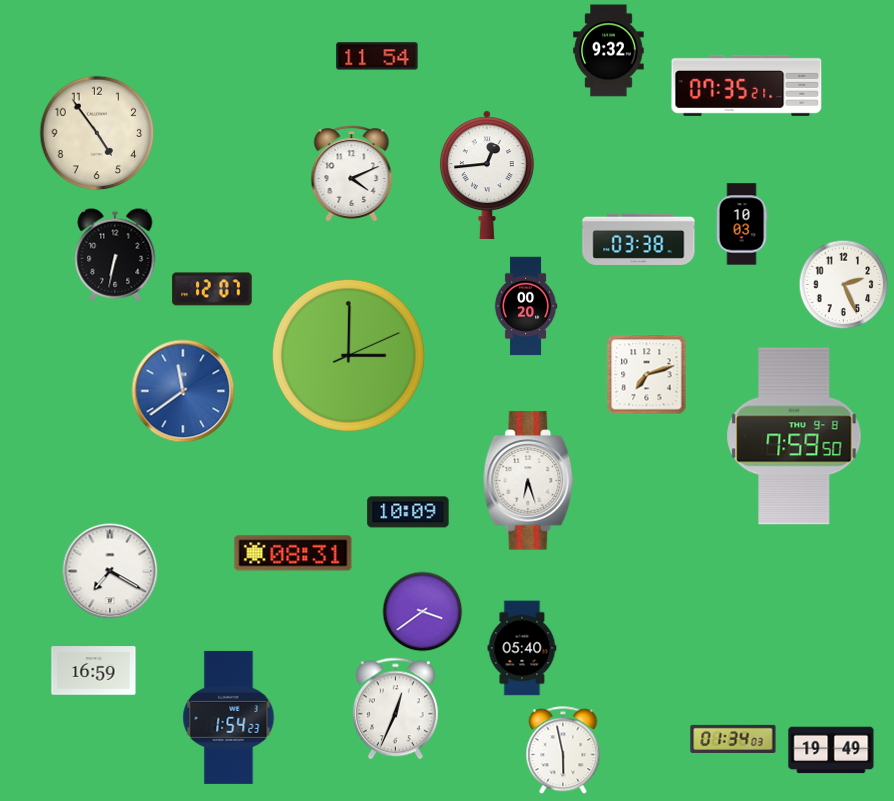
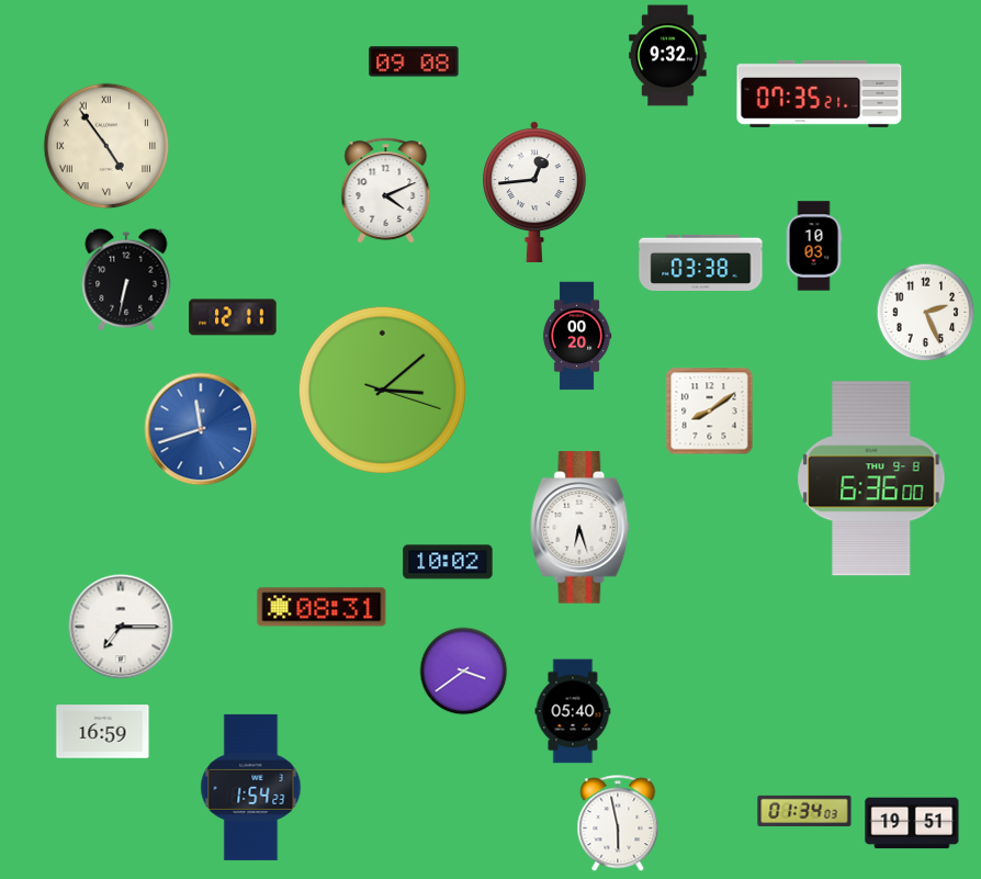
clock at (377, 56): 11:54 -> 09:08
clock at (97, 133) numerals: Arabic -> Roman
clock at (212, 289): 12:07 -> 12:11
clock at (348, 355): 3:00 -> 3:08
clock at (647, 375): 7:12 -> 8:09
clock at (183, 391): 11:39 -> 11:42
clock at (794, 436): 7:59 -> 6:36
clock at (408, 512): 10:09 -> 10:02
clock at (110, 571): 7:20 -> 7:15
clock at (94, 671) position: (94, 671) -> (103, 732)
clock at (395, 709): 12:34 -> none
clock at (831, 750): 19:49 -> 19:51
